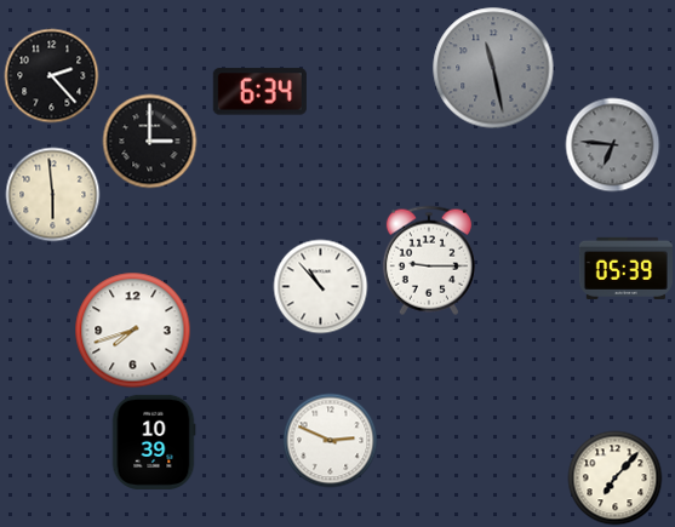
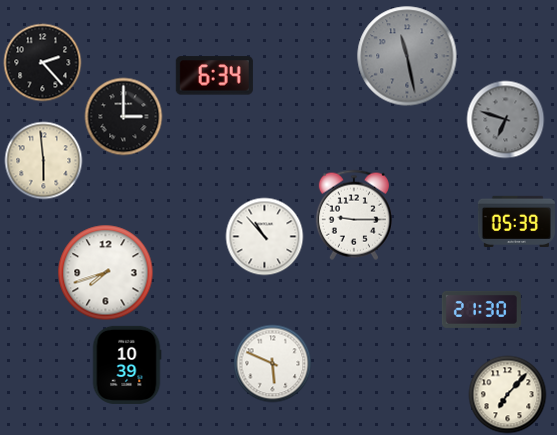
clock at (612, 144): 6:46 -> 6:48
clock at (132, 330) position: (132, 330) -> (105, 272)
clock at (481, 309): none -> 21:30
clock at (330, 440): 2:49 -> 5:49
